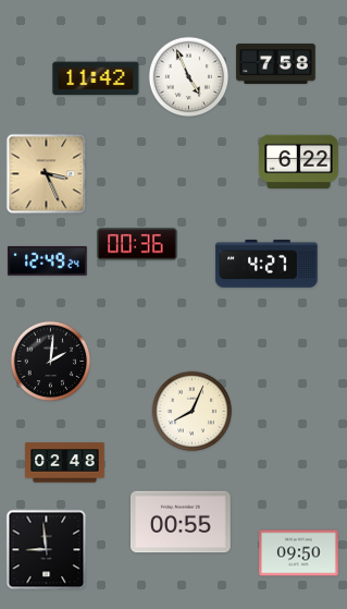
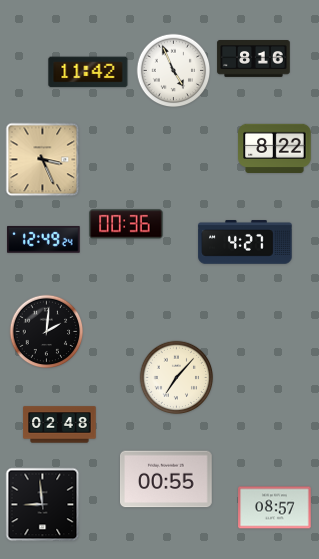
clock at (276, 64): 7:58 -> 8:16
clock at (299, 162): 6:22 -> 8:22
clock at (193, 412): 8:04 -> 7:07
clock at (299, 553): 09:50 -> 08:57
